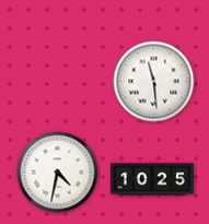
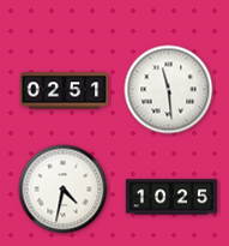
clock at (65, 91): none -> 02:51
clock at (152, 179) position: (152, 179) -> (171, 197)
